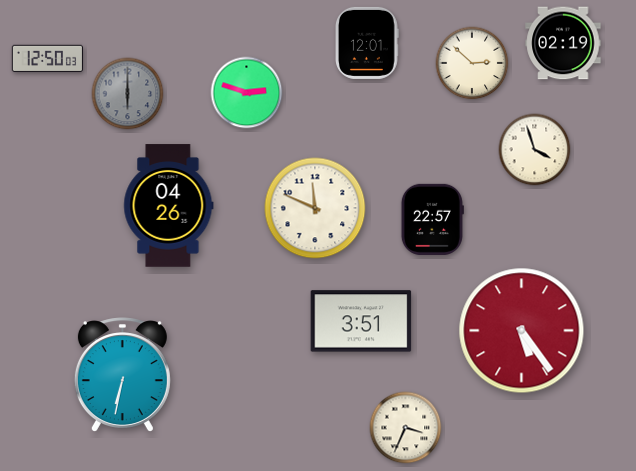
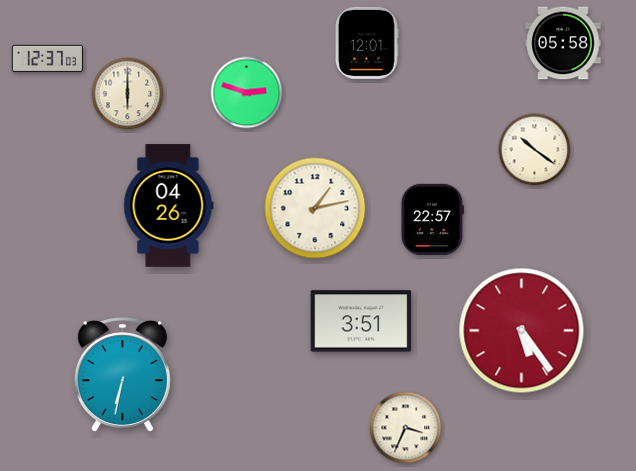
clock at (563, 43): 02:19 -> 05:58
clock at (47, 59): 12:50 -> 12:37
clock at (472, 63): 2:52 -> none
clock at (128, 94) dial: grey -> cream
clock at (535, 150): 3:57 -> 10:21
clock at (315, 208): 11:49 -> 1:13
